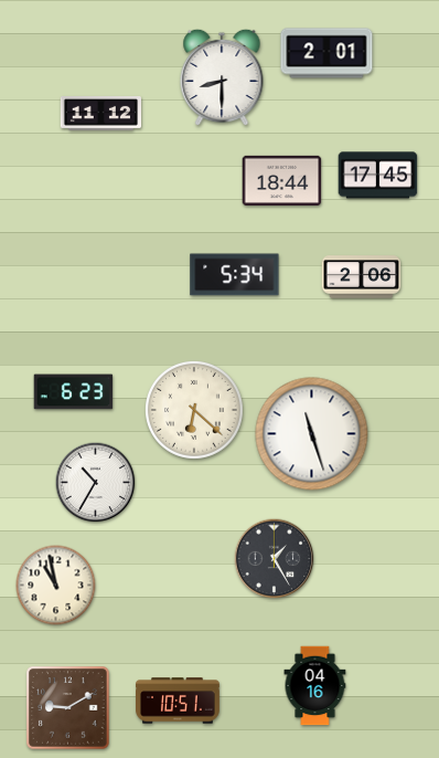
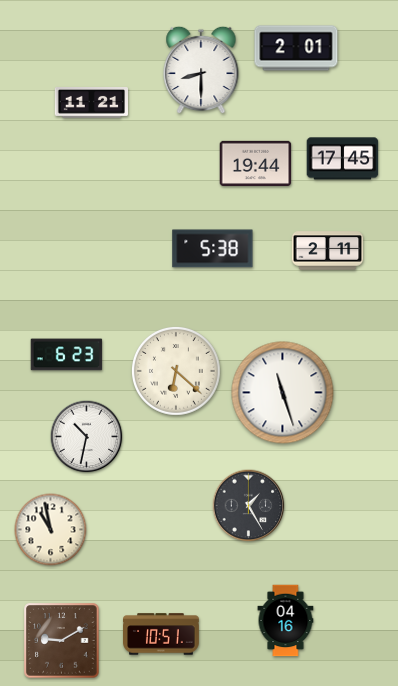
clock at (100, 114): 11:12 -> 11:21
clock at (282, 180): 18:44 -> 19:44
clock at (235, 275): 5:34 -> 5:38
clock at (362, 277): 2:06 -> 2:11
clock at (96, 483): 10:35 -> 10:32
